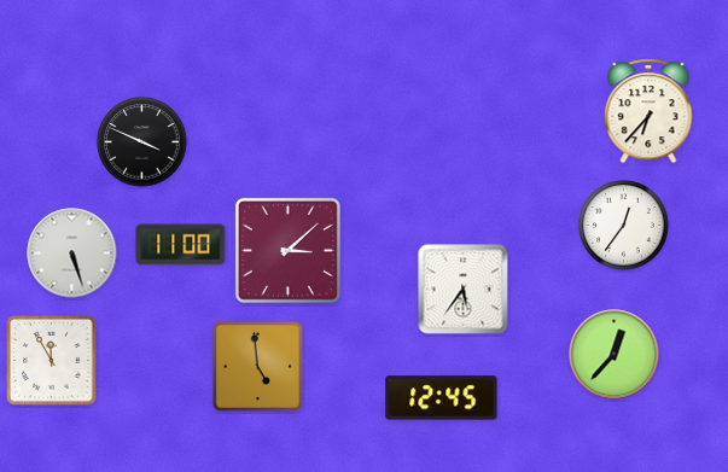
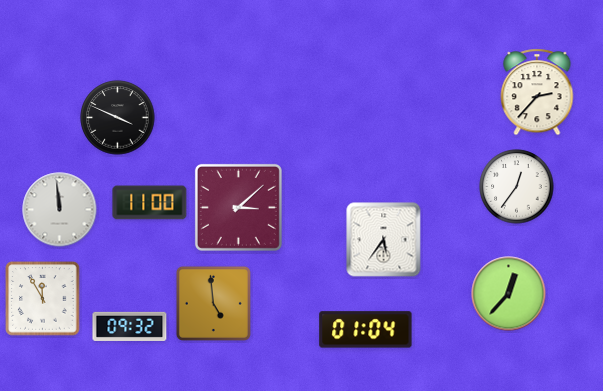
clock at (648, 111): 6:37 -> 2:37
clock at (72, 254): 5:27 -> 11:59
clock at (130, 326): none -> 09:32
clock at (442, 398): 12:45 -> 01:04
